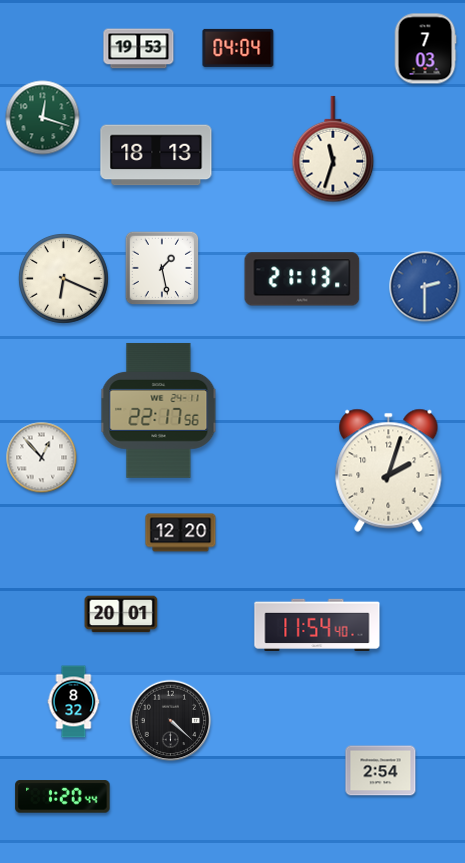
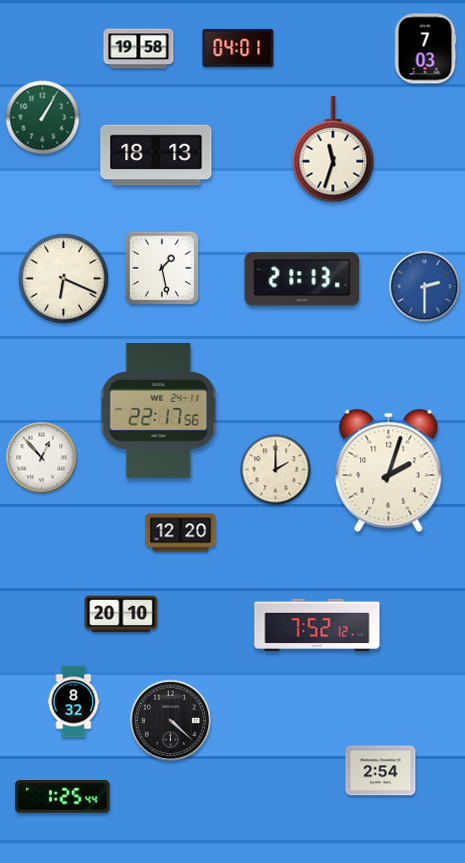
clock at (238, 48): 04:04 -> 04:01
clock at (139, 49): 19:53 -> 19:58
clock at (43, 118): 12:18 -> 1:05
clock at (276, 470): none -> 2:00
clock at (121, 614): 20:01 -> 20:10
clock at (317, 624): 11:54 -> 7:52
clock at (63, 797): 1:20 -> 1:25
